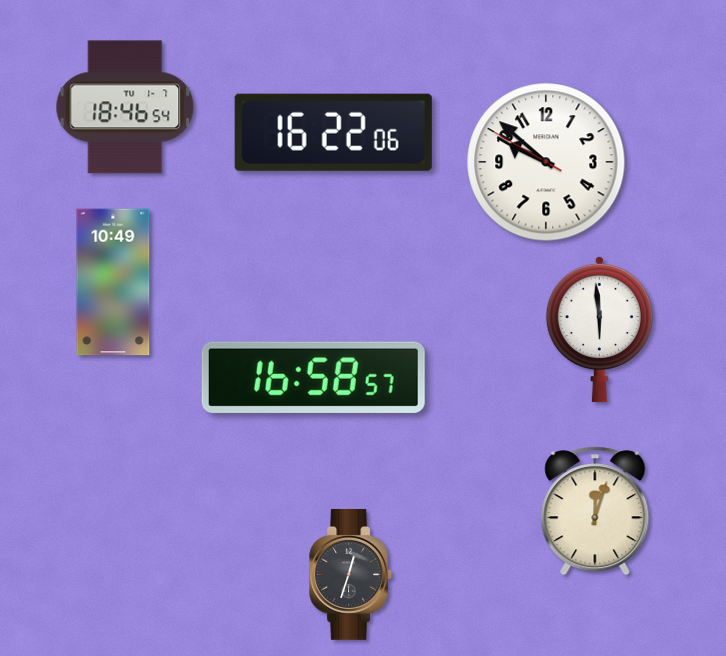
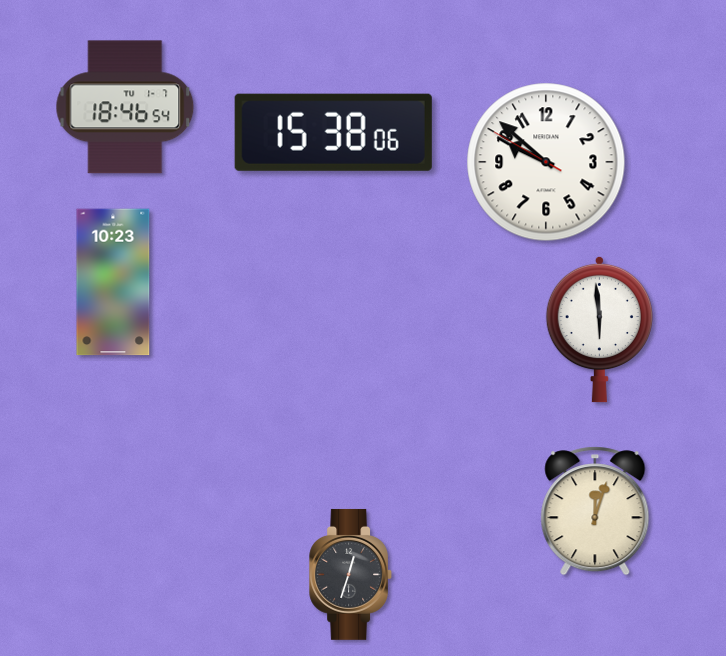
clock at (333, 132): 16:22 -> 15:38
clock at (113, 282): 10:49 -> 10:23
clock at (313, 377): 16:58 -> none
